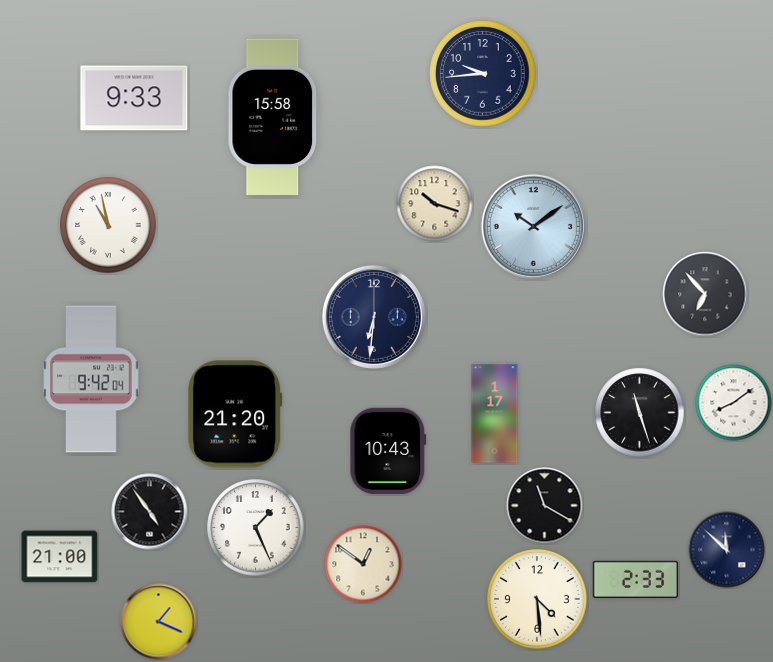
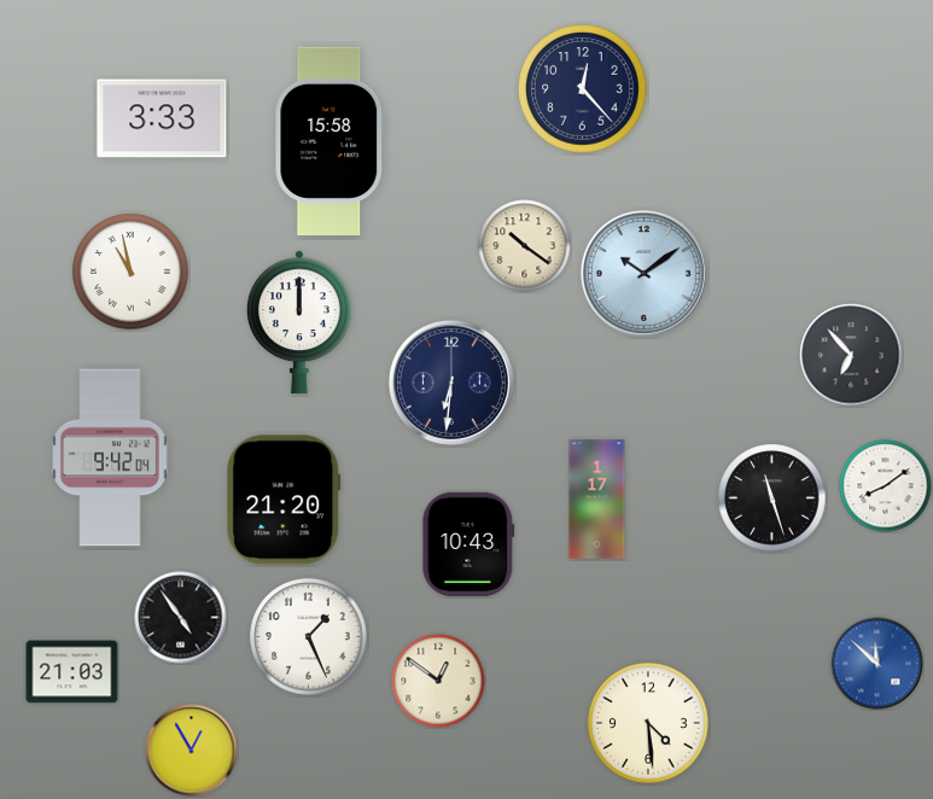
clock at (483, 74): 9:44 -> 12:23
clock at (134, 98): 9:33 -> 3:33
clock at (435, 204): 10:18 -> 10:21
clock at (299, 322): none -> 12:00
clock at (545, 506): 11:20 -> none
clock at (727, 550) dial: navy -> blue
clock at (60, 557): 21:00 -> 21:03
clock at (636, 580): 2:33 -> none
clock at (159, 622): 1:19 -> 12:55
